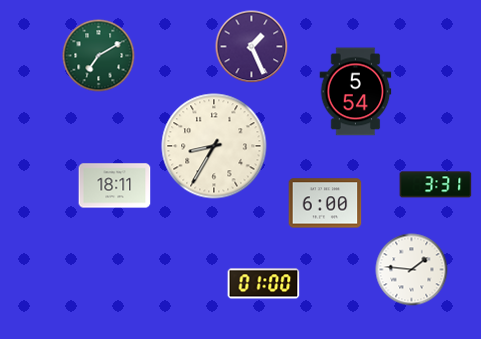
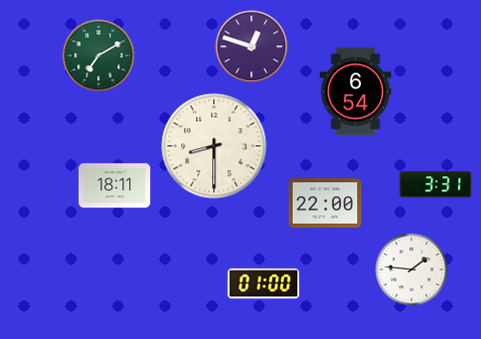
clock at (252, 47): 1:26 -> 12:48
clock at (356, 92): 5:54 -> 6:54
clock at (214, 146): 8:35 -> 8:30
clock at (325, 203): 6:00 -> 22:00
